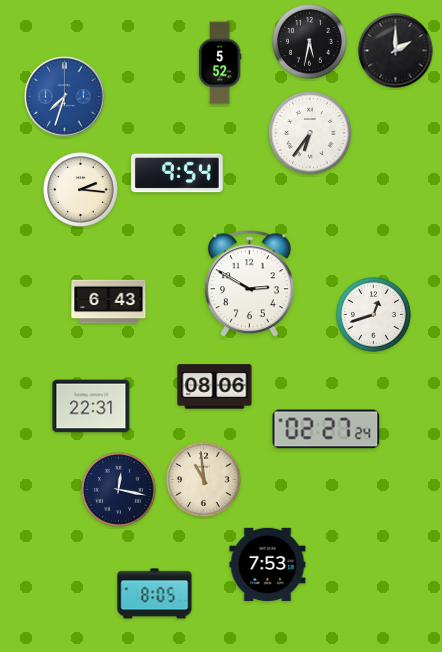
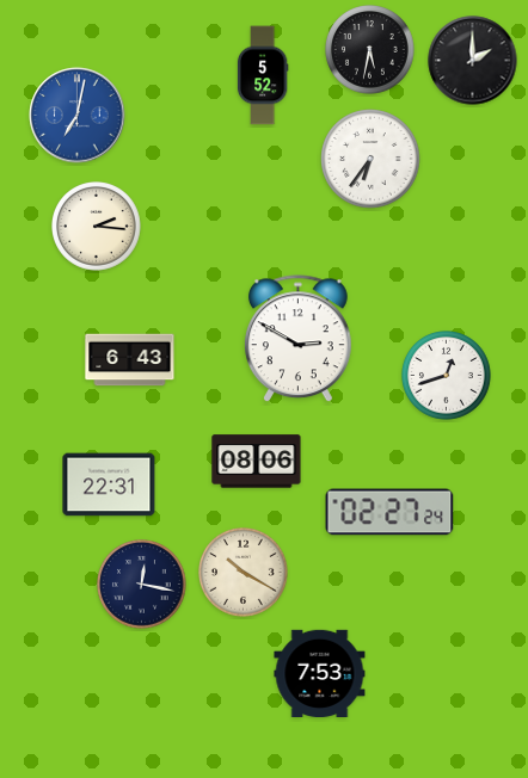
clock at (65, 97): 7:33 -> 7:02
clock at (177, 173): 9:54 -> none
clock at (204, 480): 10:59 -> 10:20
clock at (155, 594): 8:05 -> none
